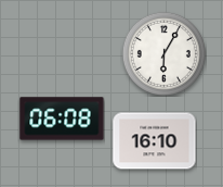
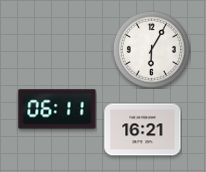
clock at (62, 119): 06:08 -> 06:11
clock at (155, 141): 16:10 -> 16:21
